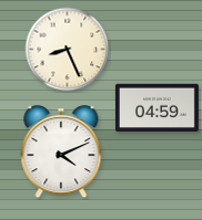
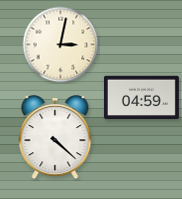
clock at (68, 50): 8:26 -> 3:02
clock at (61, 153): 4:11 -> 4:22
